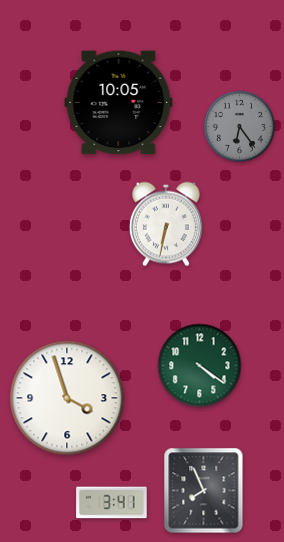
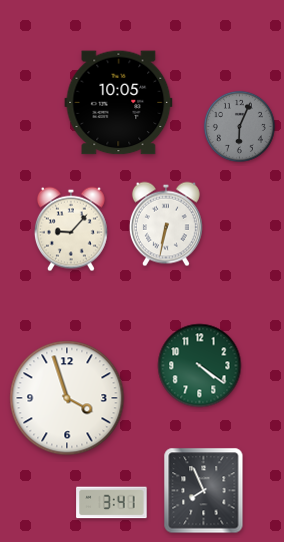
clock at (239, 126): 6:24 -> 6:04
clock at (71, 229): none -> 9:07
